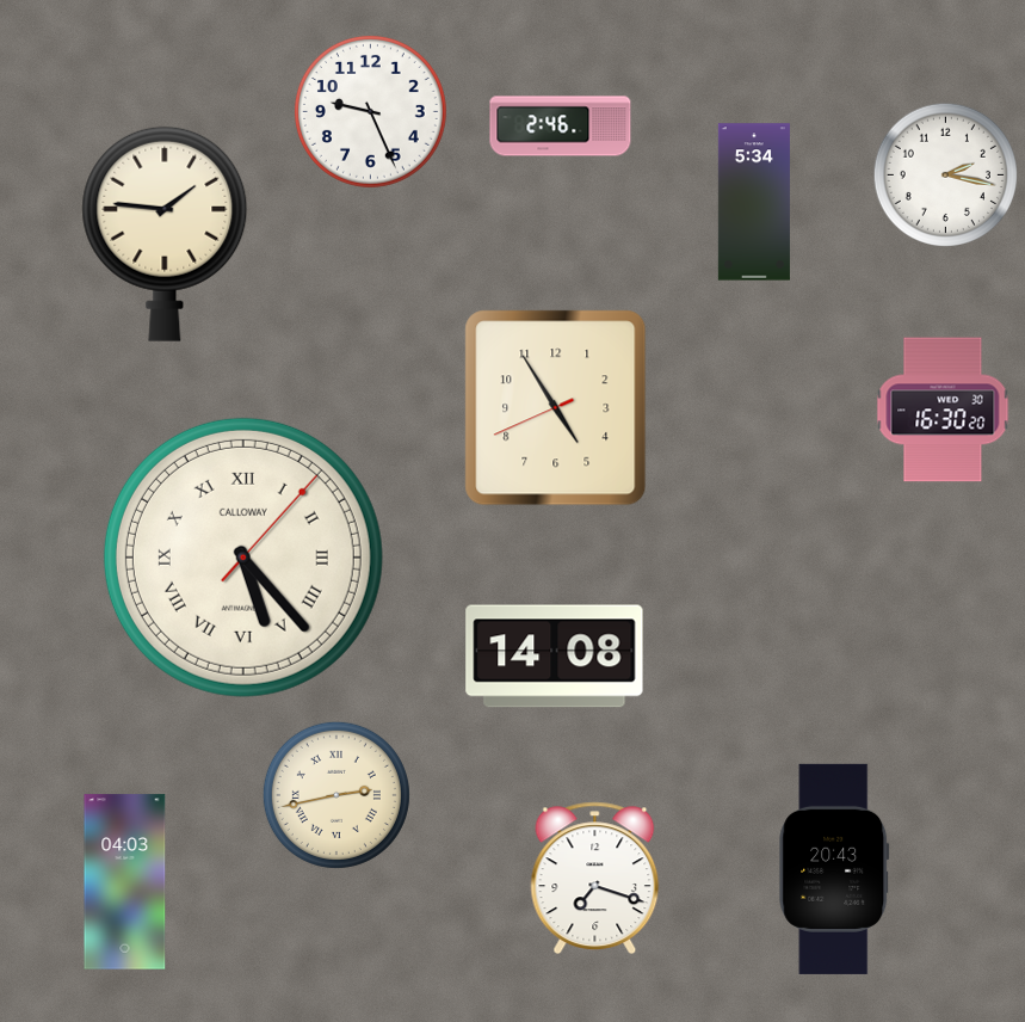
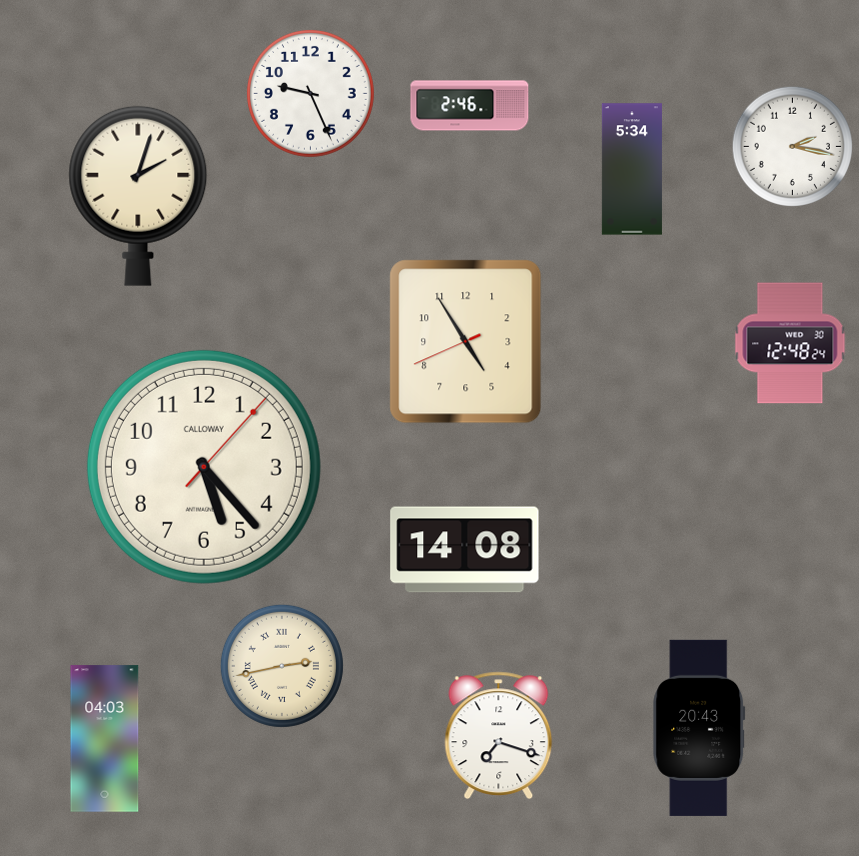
clock at (165, 234): 1:46 -> 2:03
clock at (943, 410): 16:30 -> 12:48
clock at (243, 558) numerals: Roman -> Arabic
